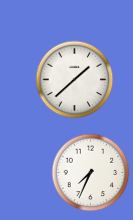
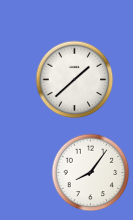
clock at (90, 172): 7:34 -> 8:06
